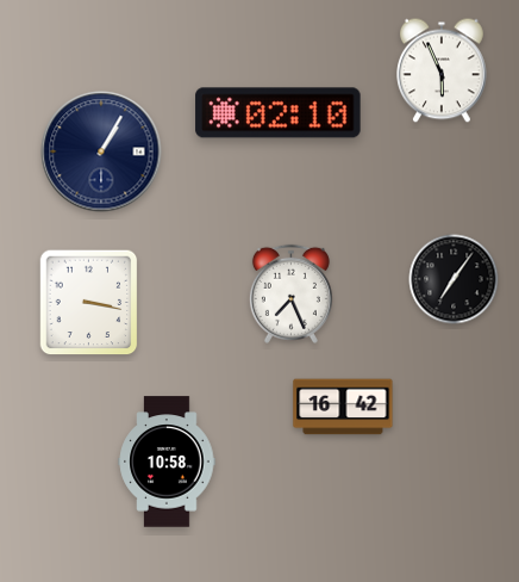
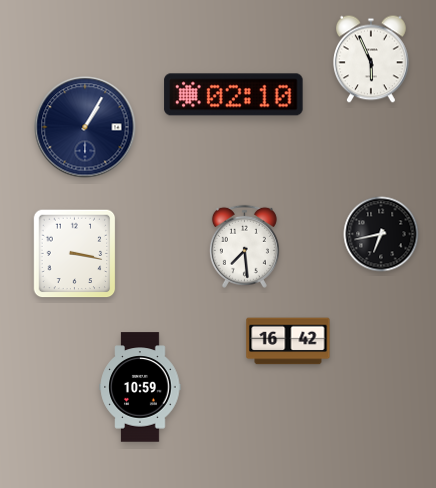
clock at (454, 279): 7:06 -> 6:43
clock at (290, 293): 7:26 -> 7:29
clock at (167, 462): 10:58 -> 10:59
